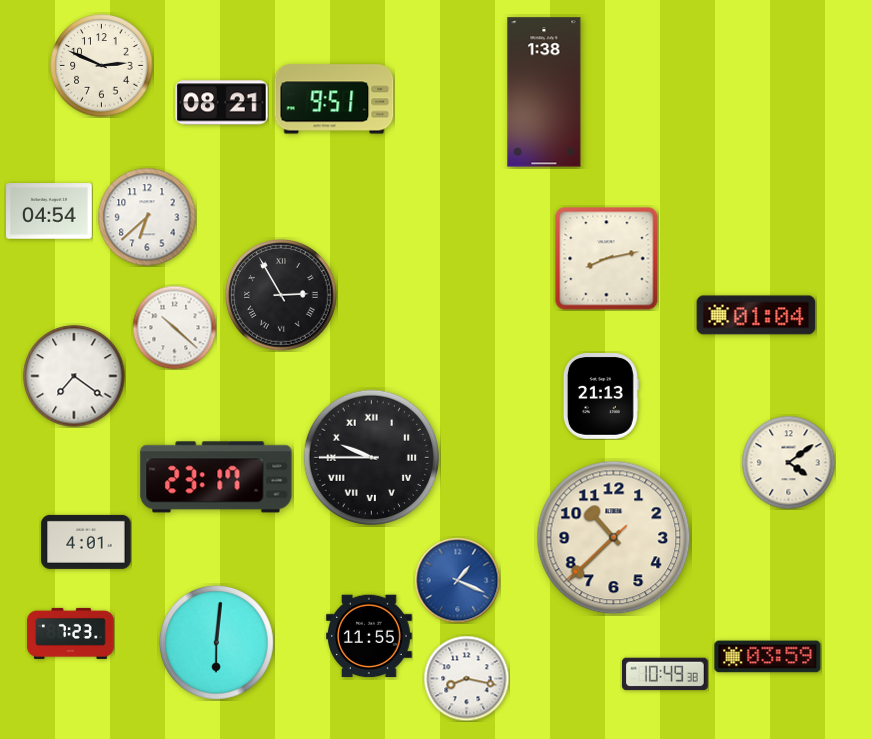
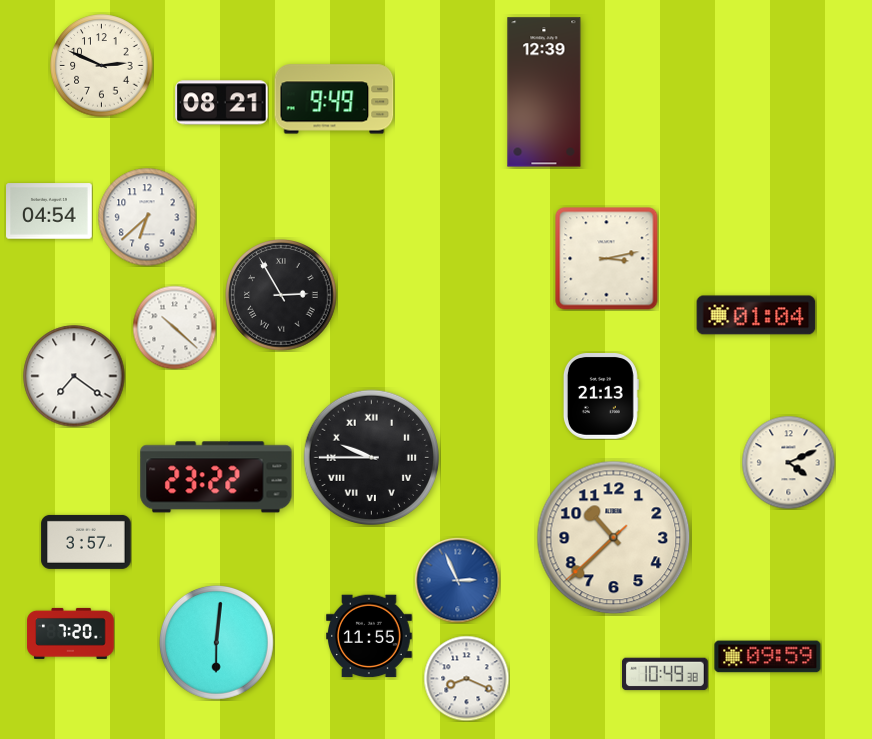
clock at (544, 92): 1:38 -> 12:39
clock at (334, 99): 9:51 -> 9:49
clock at (607, 259): 8:13 -> 3:13
clock at (788, 462): 4:09 -> 4:11
clock at (216, 477): 23:17 -> 23:22
clock at (86, 542): 4:01 -> 3:57
clock at (457, 580): 1:19 -> 2:56
clock at (71, 633): 7:23 -> 7:20
clock at (768, 657): 03:59 -> 09:59
clock at (466, 678): 8:17 -> 8:19
